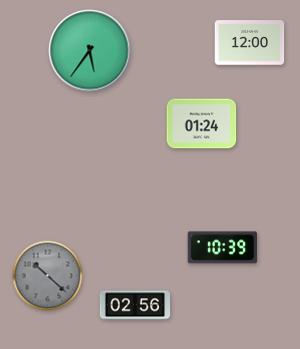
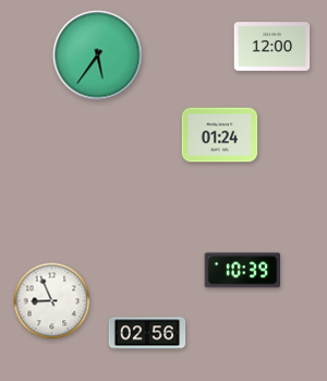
clock at (48, 276): 10:22 -> 8:56
clock at (48, 276) dial: grey -> white
